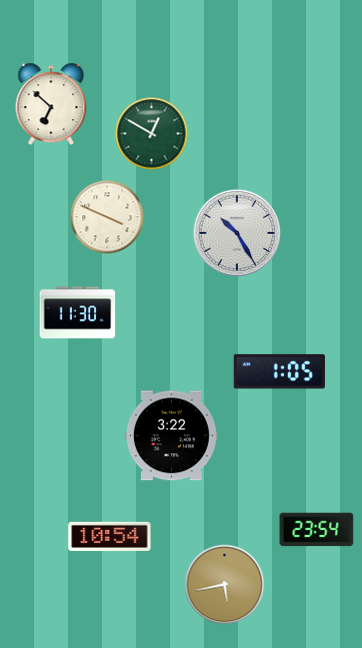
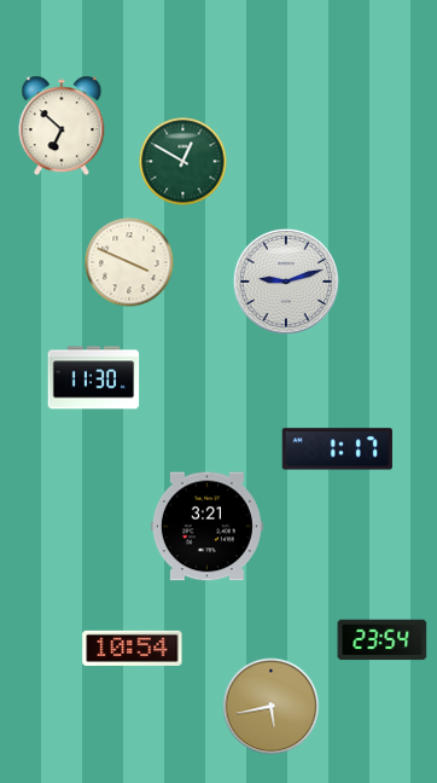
clock at (237, 233): 10:25 -> 9:12
clock at (279, 372): 1:05 -> 1:17
clock at (171, 436): 3:22 -> 3:21
